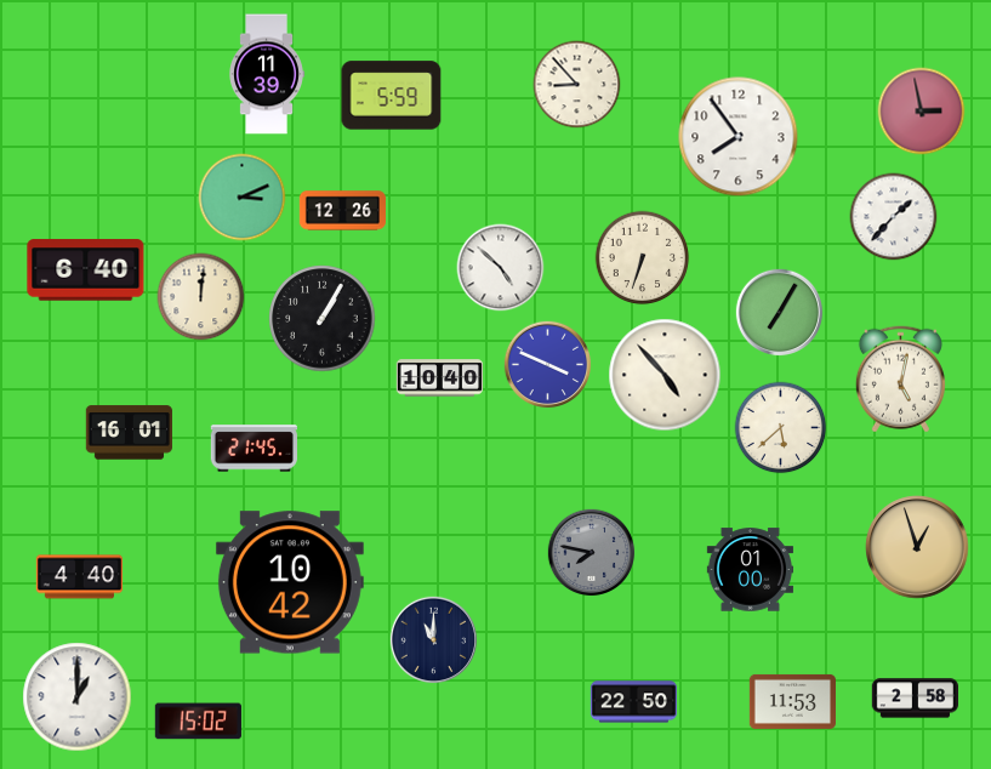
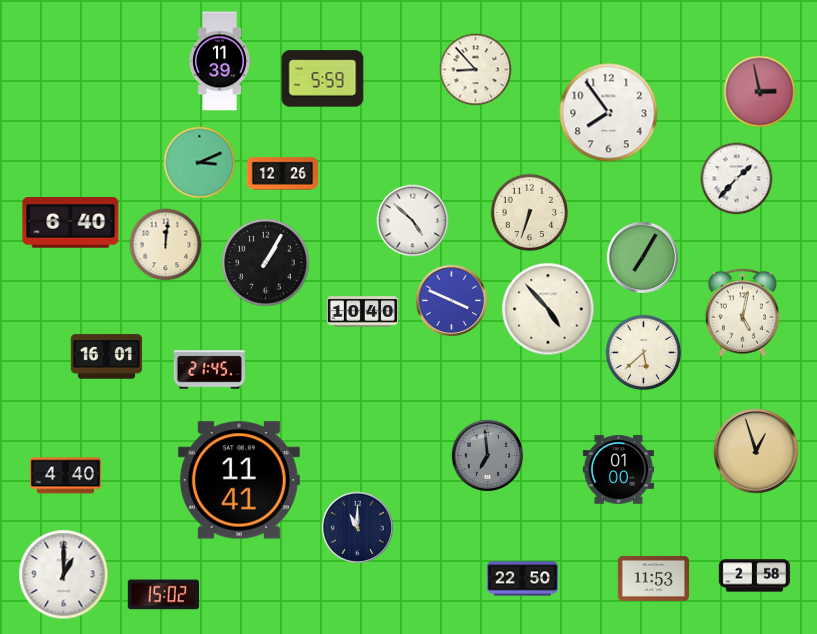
clock at (592, 553): 7:47 -> 6:59
clock at (290, 582): 10:42 -> 11:41
